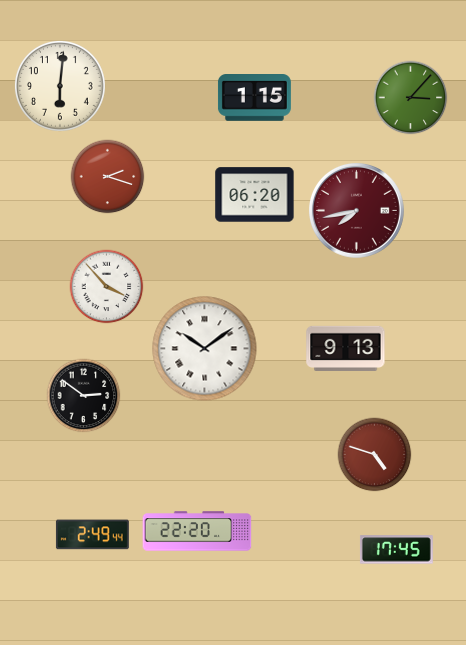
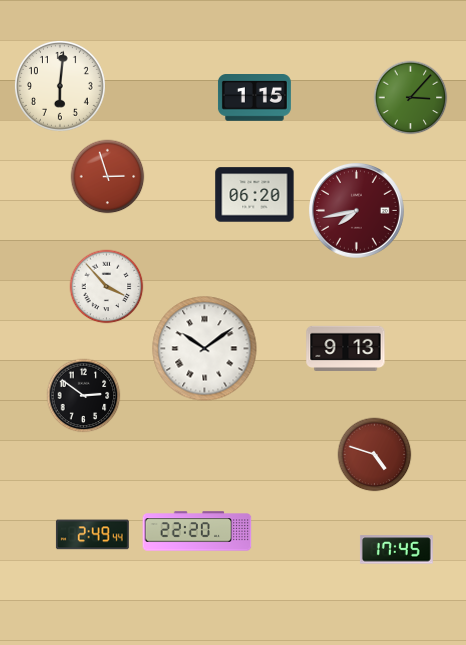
clock at (108, 177): 2:18 -> 2:57
